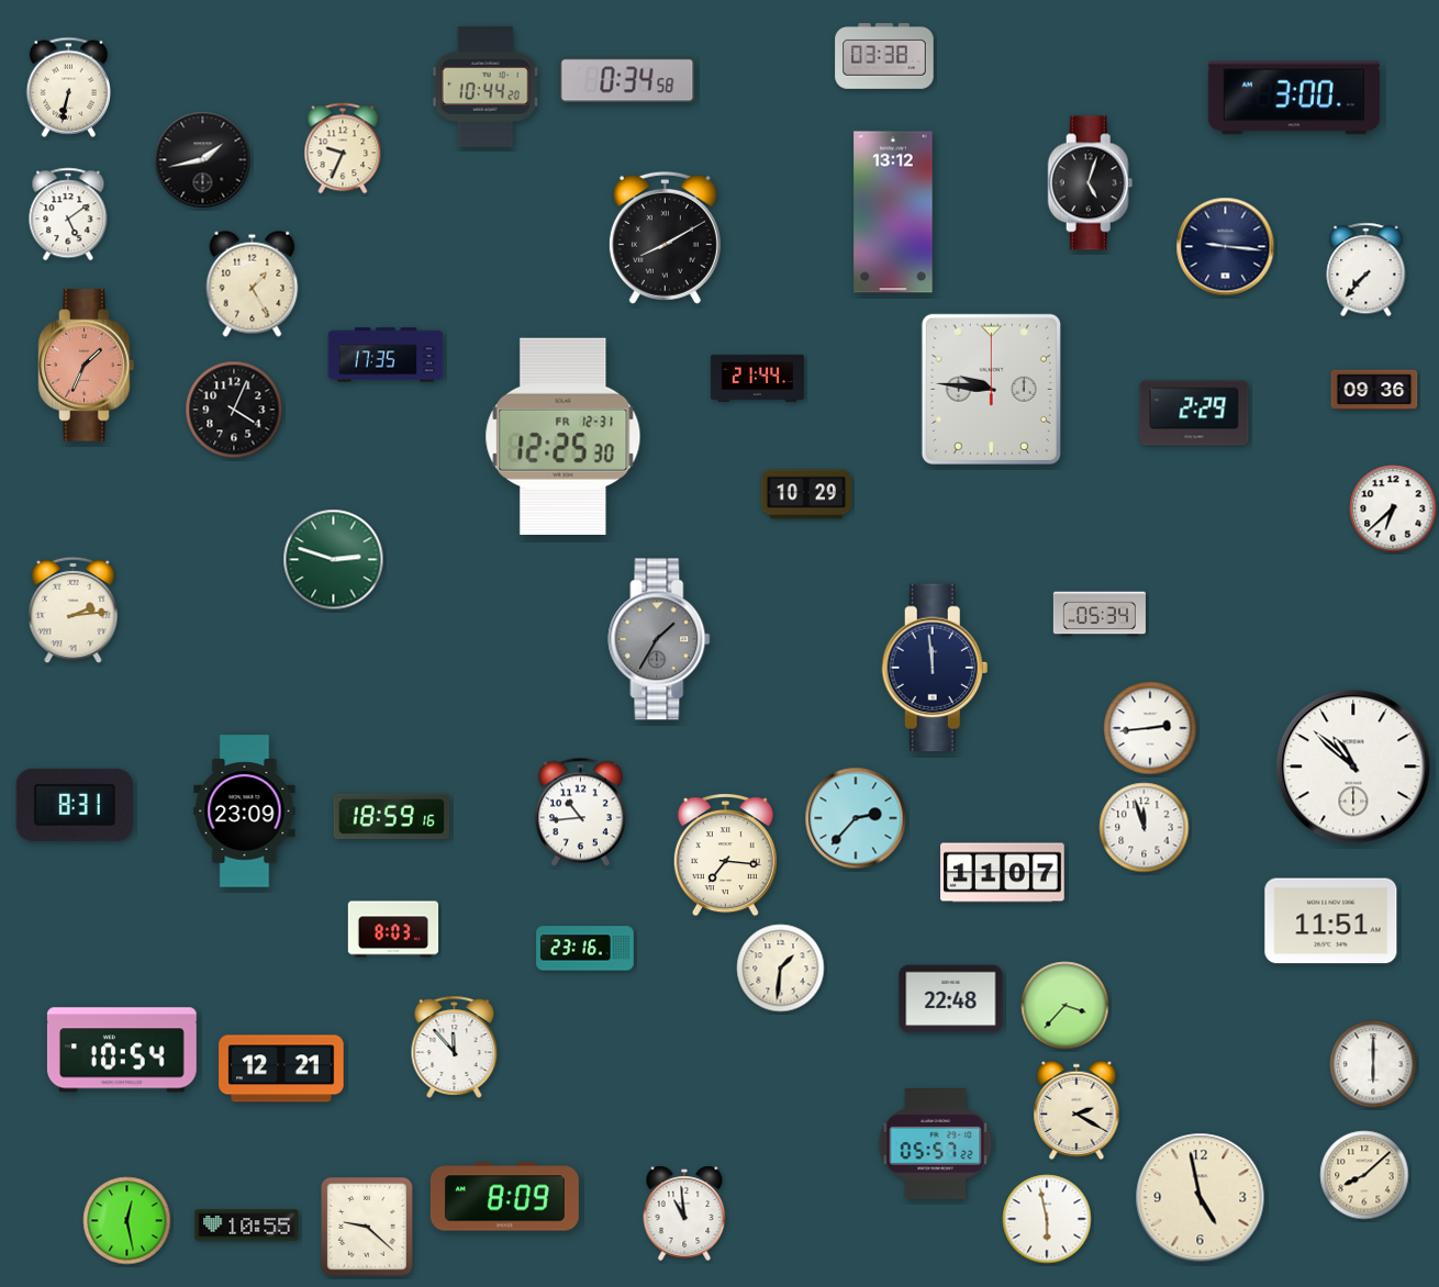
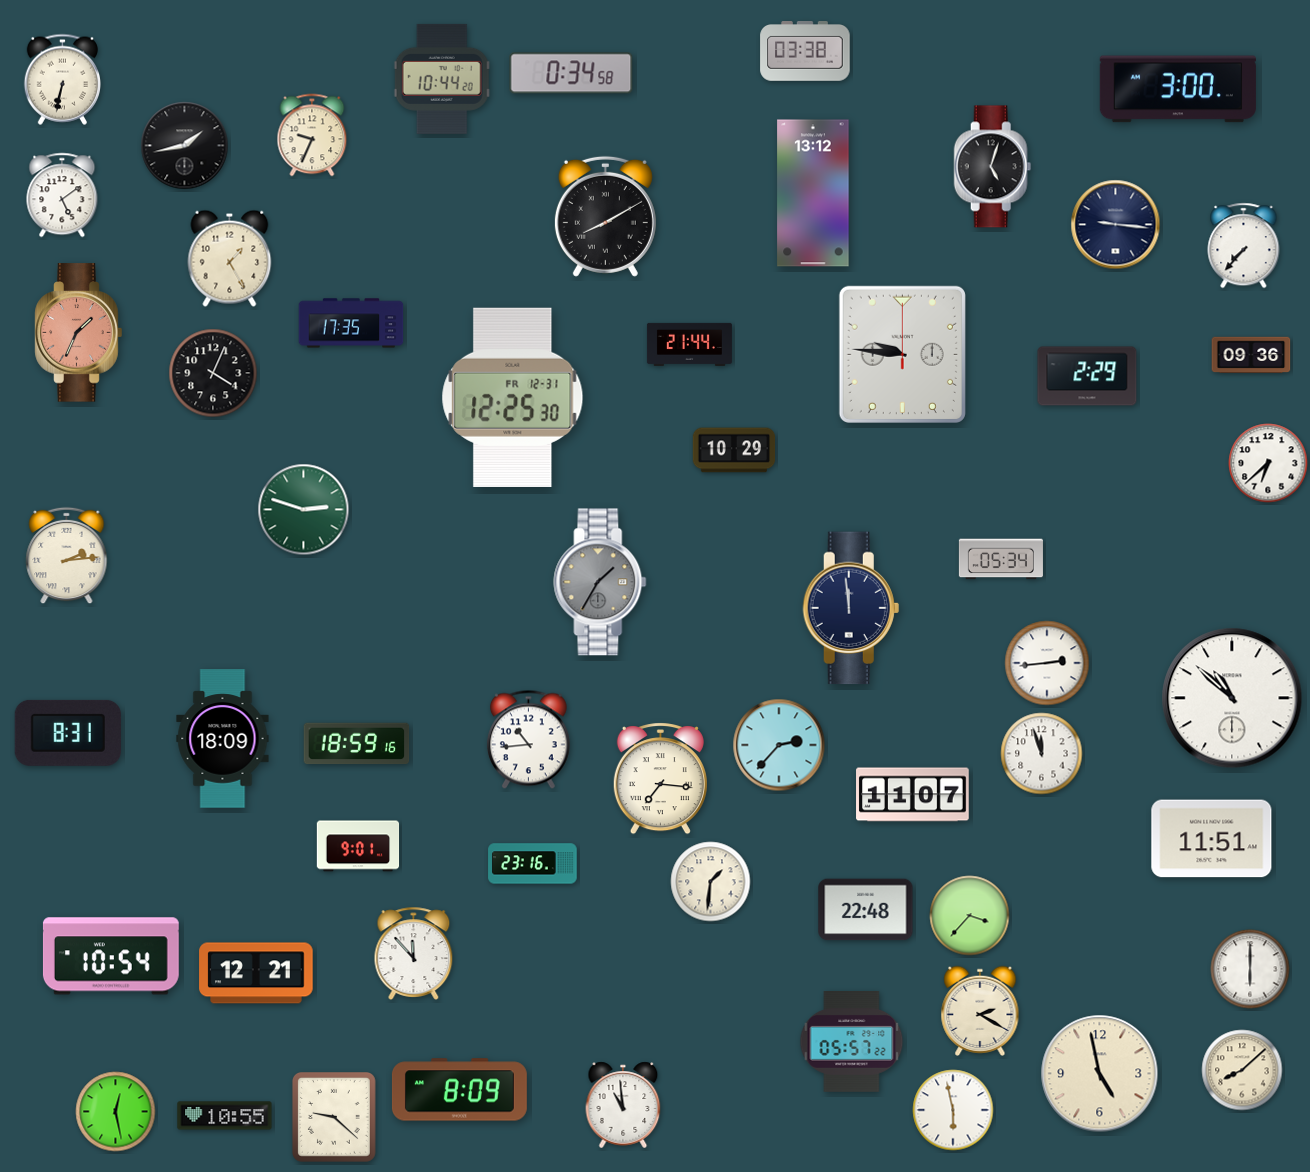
clock at (245, 812): 23:09 -> 18:09
clock at (393, 929): 8:03 -> 9:01
clock at (1201, 1198) position: (1201, 1198) -> (1100, 1074)
